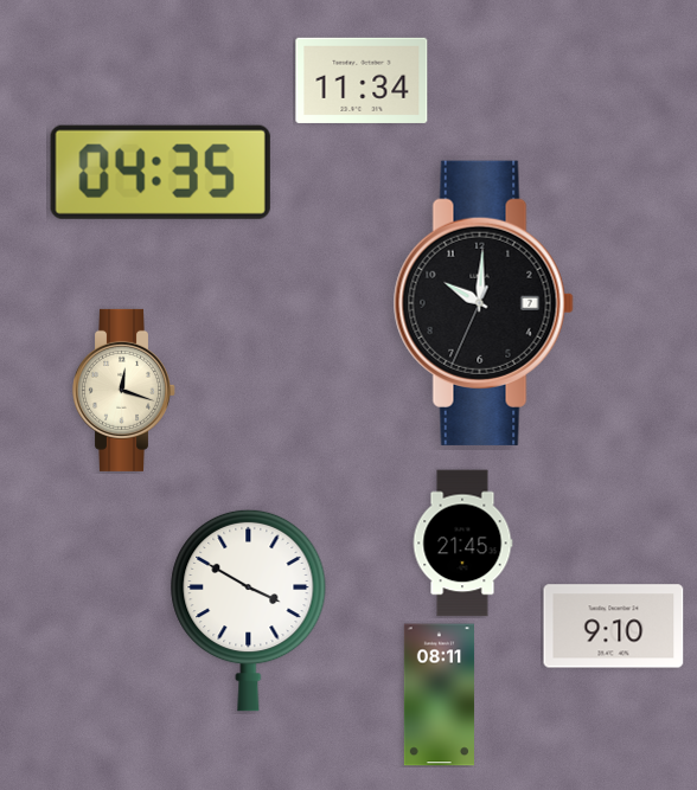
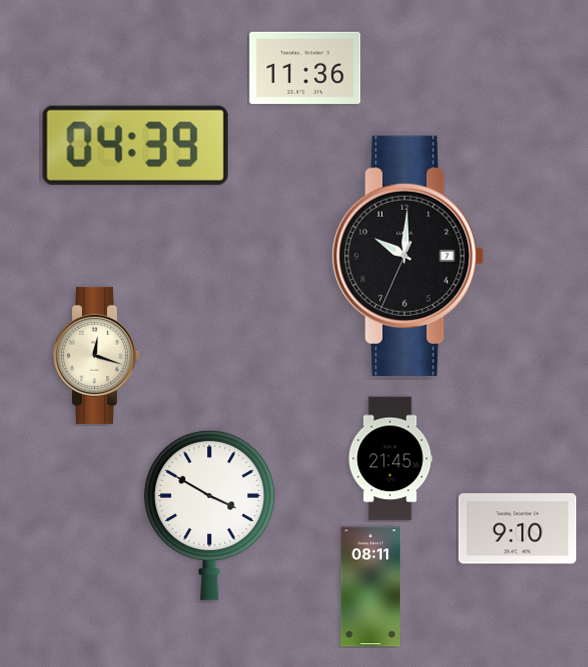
clock at (362, 81): 11:34 -> 11:36
clock at (160, 172): 04:35 -> 04:39
clock at (124, 390) position: (124, 390) -> (97, 355)
